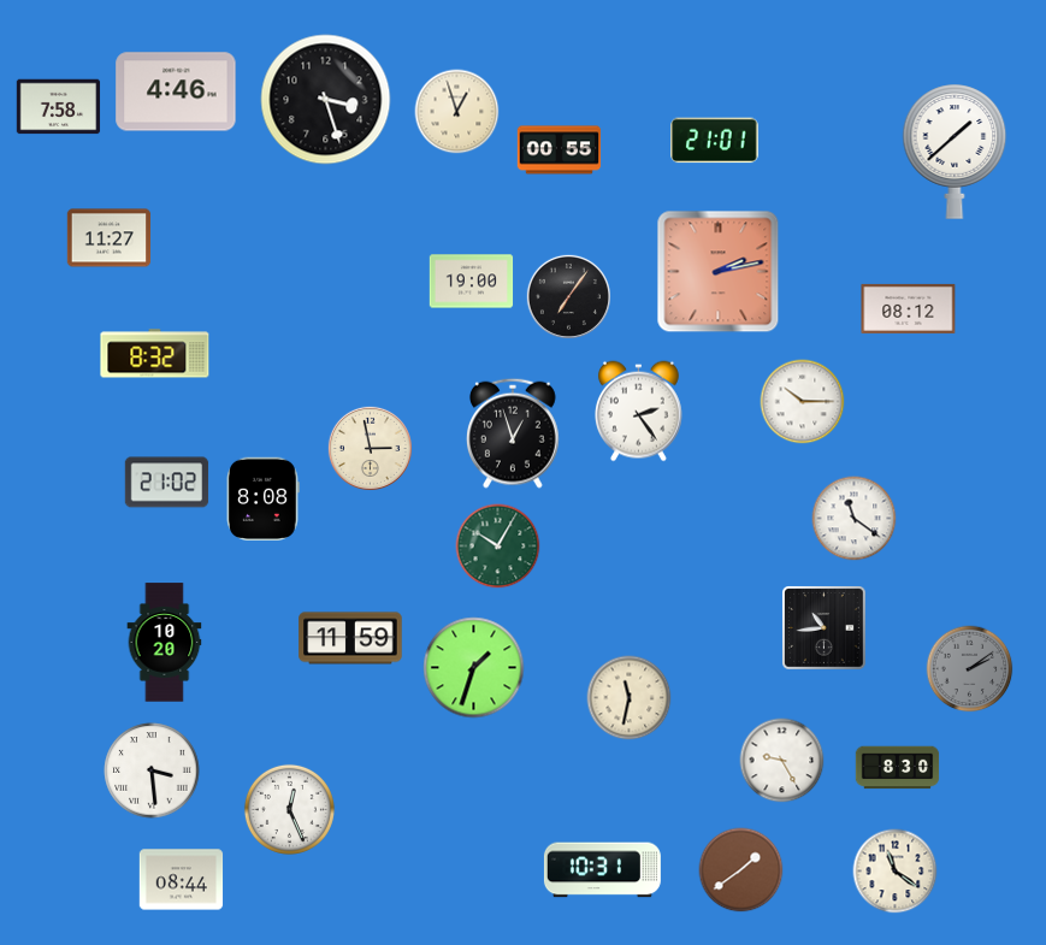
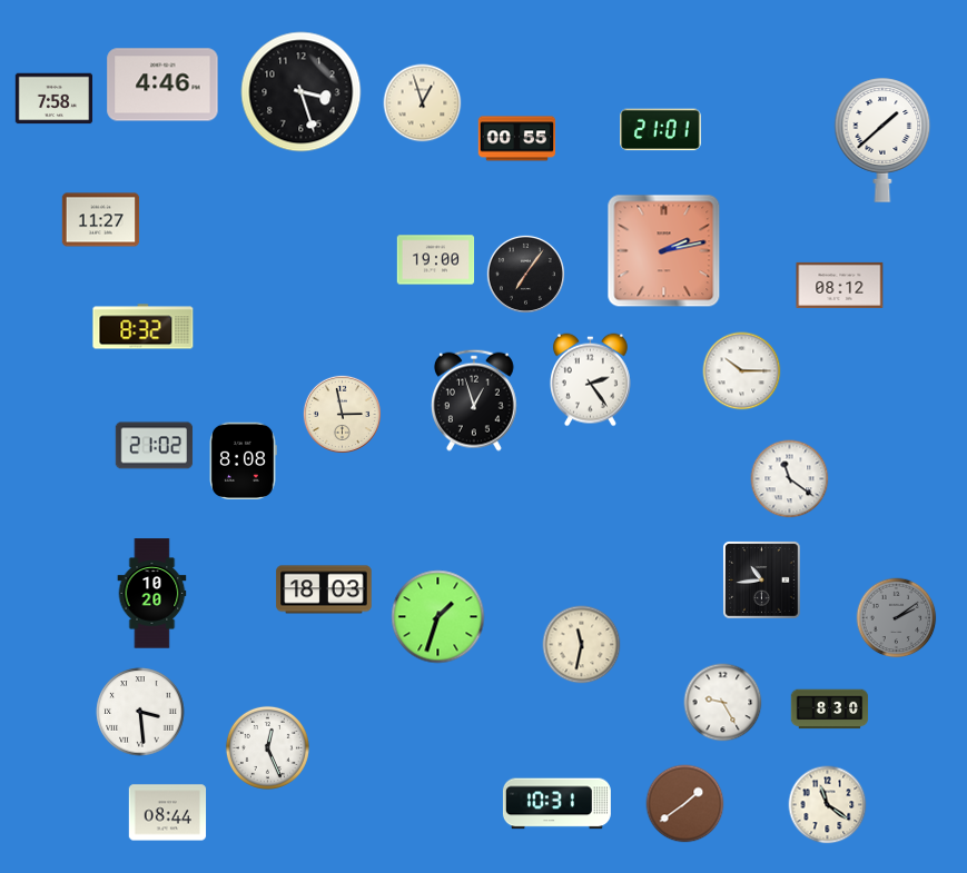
clock at (498, 547): 10:05 -> none
clock at (350, 638): 11:59 -> 18:03
